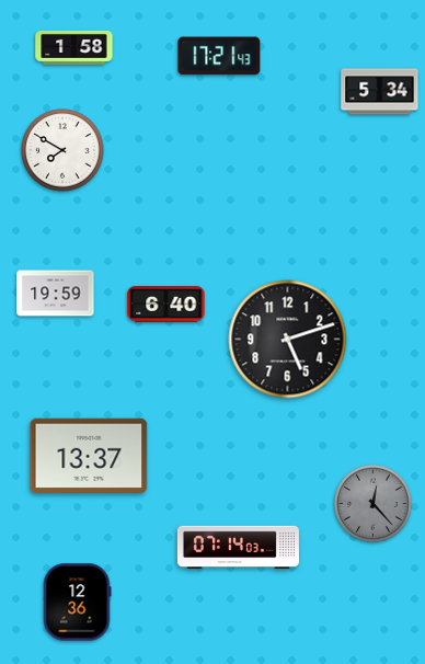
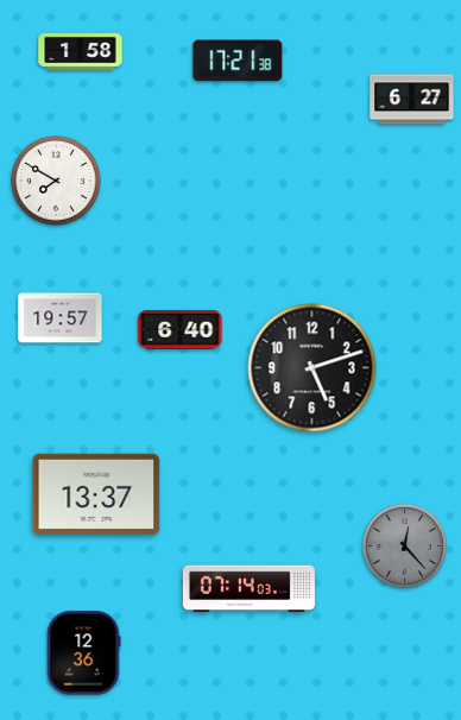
clock at (219, 56): 17:21:43 -> 17:21:38
clock at (380, 92): 5:34 -> 6:27
clock at (62, 150) position: (62, 150) -> (56, 181)
clock at (56, 294): 19:59 -> 19:57
clock at (238, 548) position: (238, 548) -> (248, 589)
